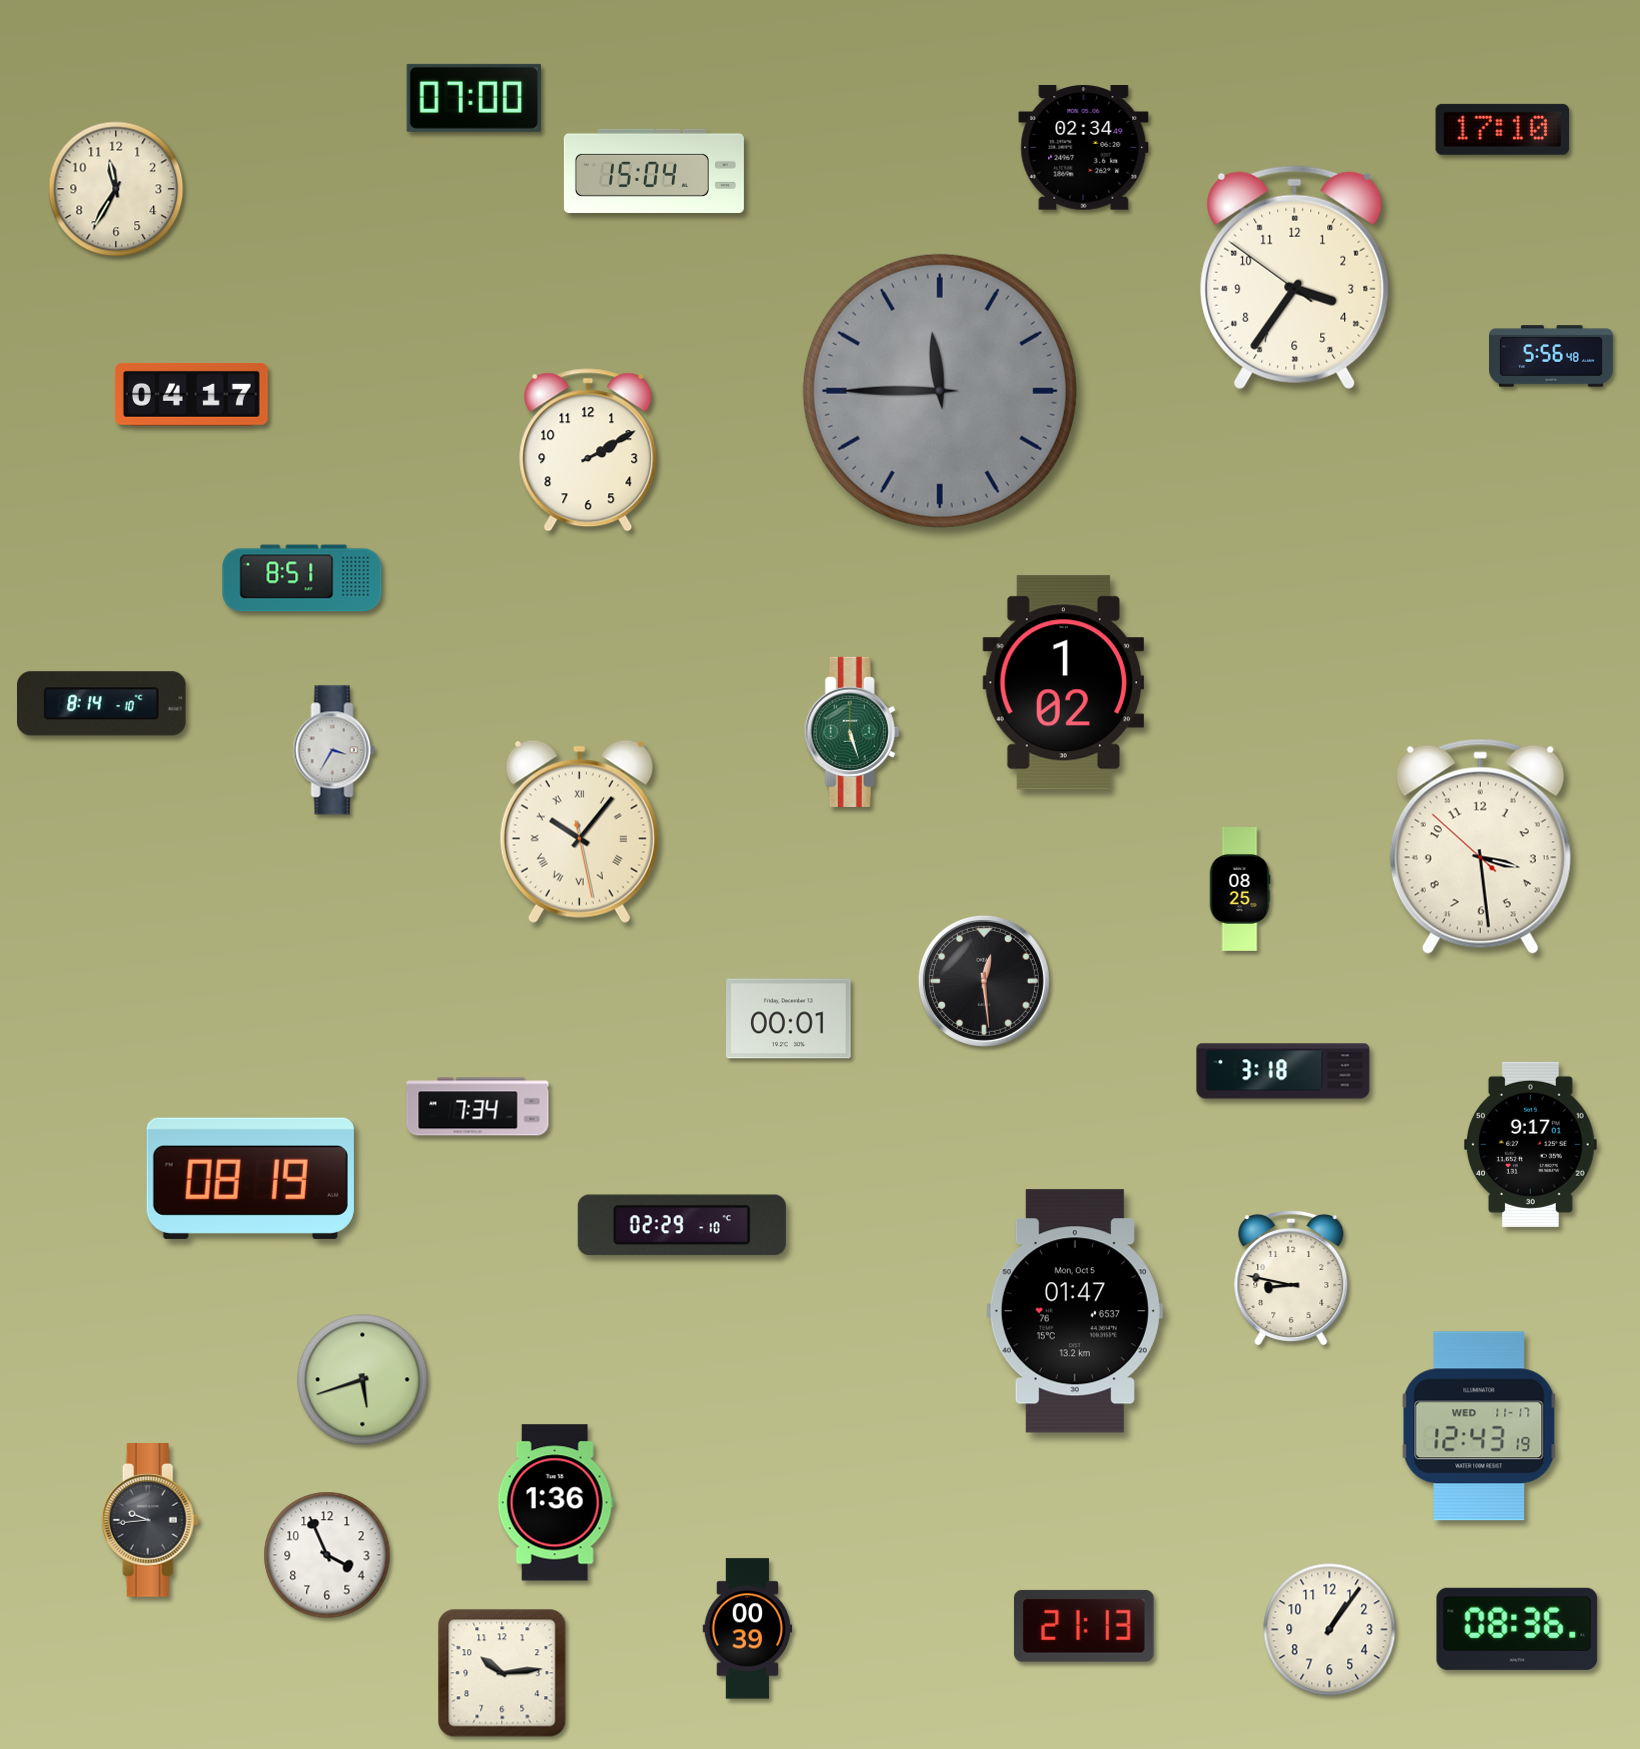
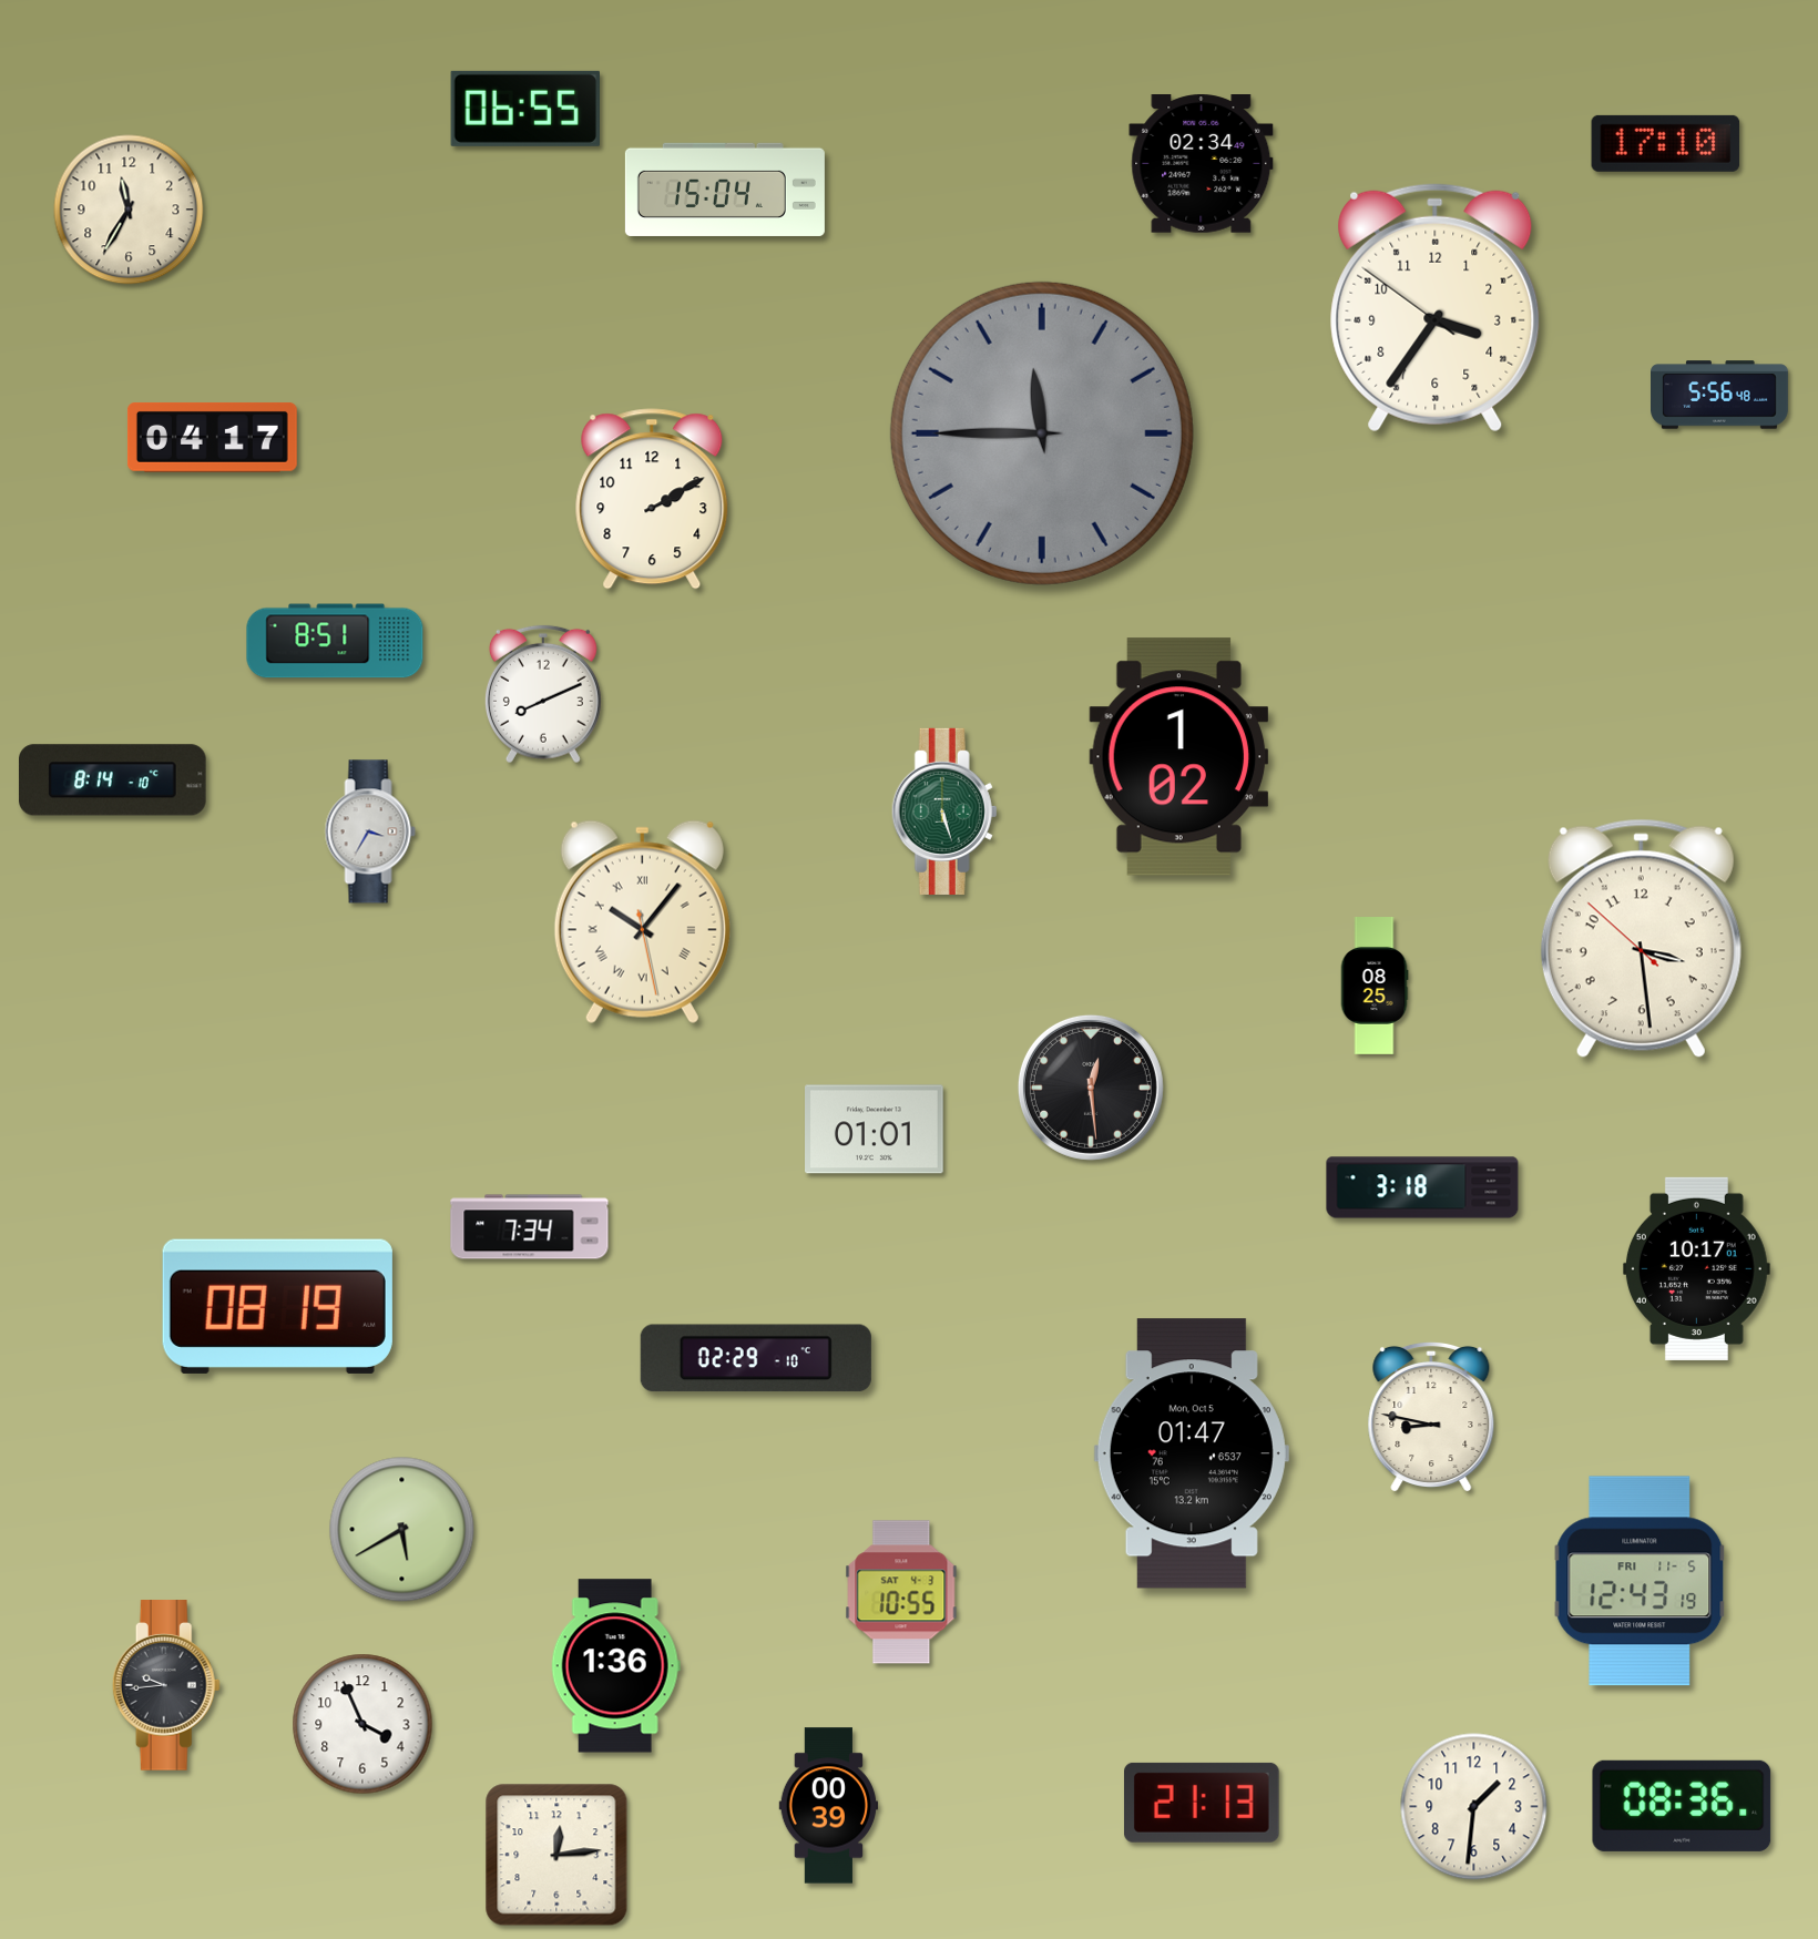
clock at (473, 98): 07:00 -> 06:55
clock at (543, 694): none -> 8:11
clock at (789, 1019): 00:01 -> 01:01
clock at (1530, 1144): 9:17 -> 10:17
clock at (363, 1380): 5:42 -> 5:40
clock at (1479, 1426) date: WED 11-17 -> FRI 11-5
clock at (901, 1592): none -> 10:55
clock at (1330, 1630): 1:06 -> 1:31
clock at (502, 1673): 10:14 -> 12:14
